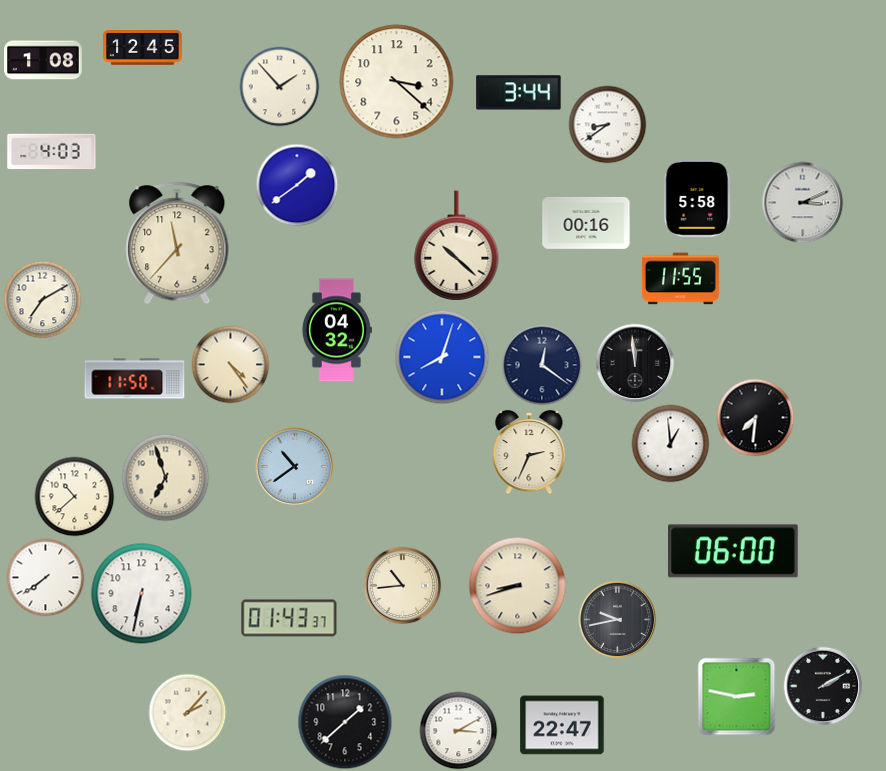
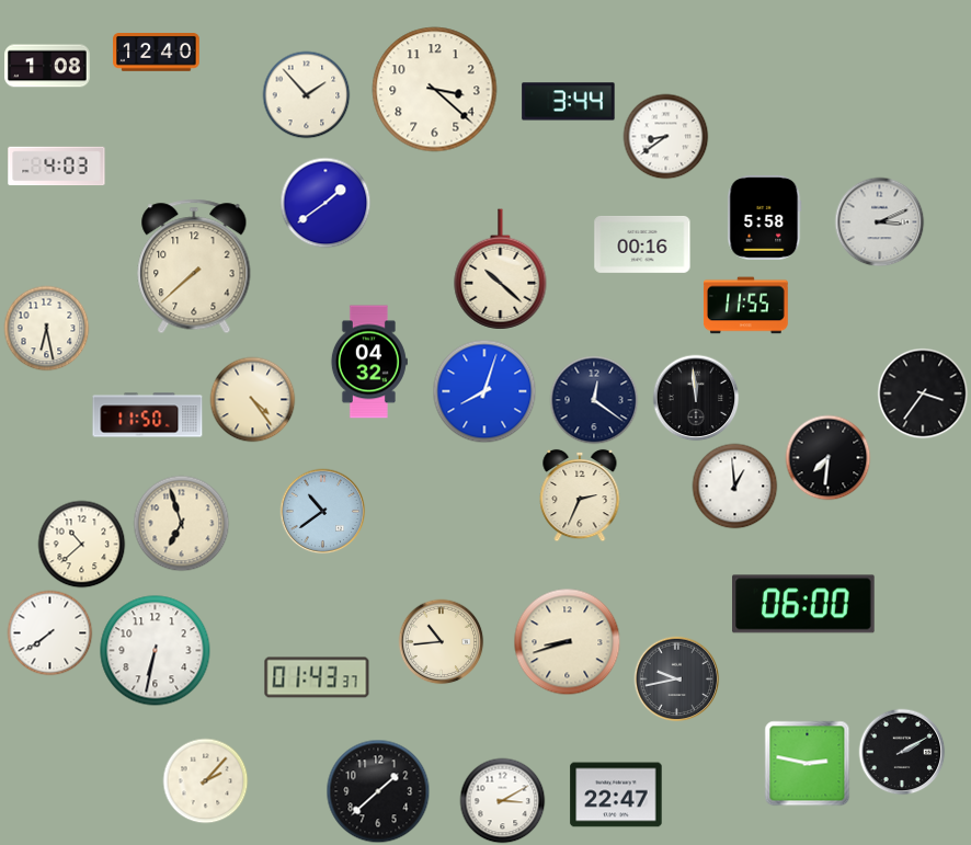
clock at (143, 48): 12:45 -> 12:40
clock at (177, 243): 11:37 -> 7:38
clock at (42, 299): 7:10 -> 6:28
clock at (923, 393): none -> 3:36
